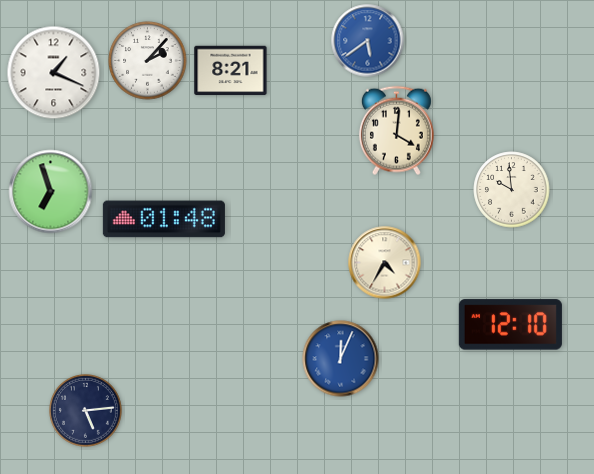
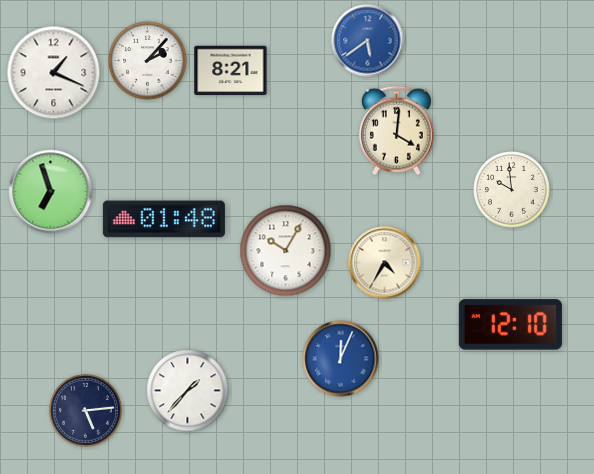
clock at (286, 251): none -> 10:05
clock at (188, 391): none -> 1:37
